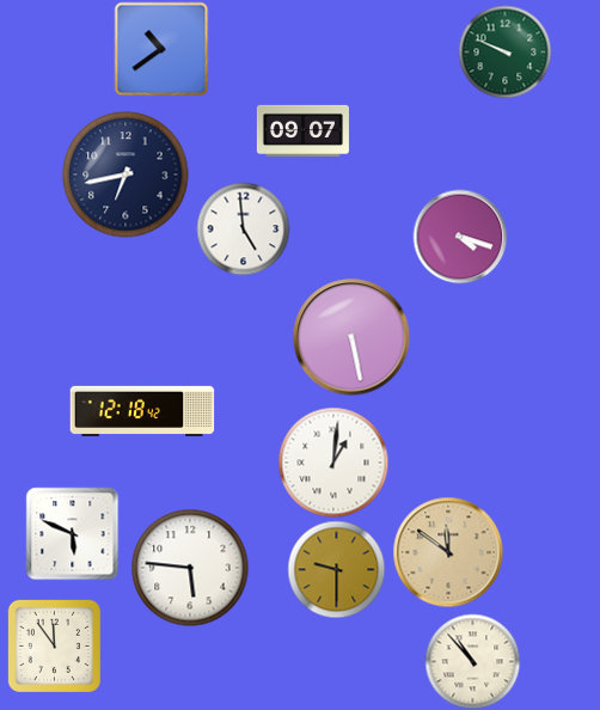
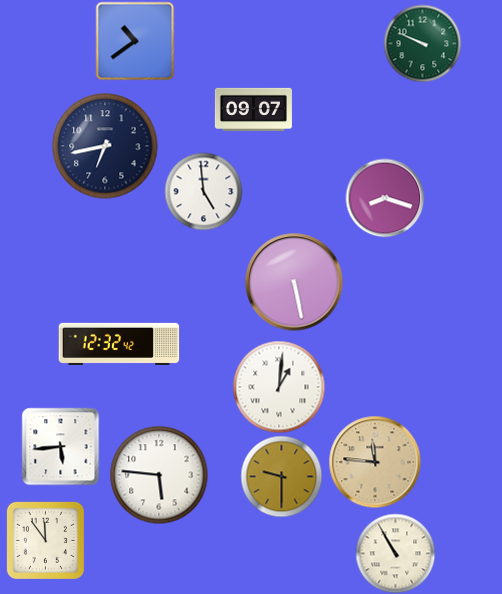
clock at (460, 237): 4:18 -> 8:18
clock at (142, 411): 12:18 -> 12:32
clock at (72, 533): 5:49 -> 5:44
clock at (448, 552): 11:51 -> 11:46
clock at (472, 661): 10:53 -> 10:55
